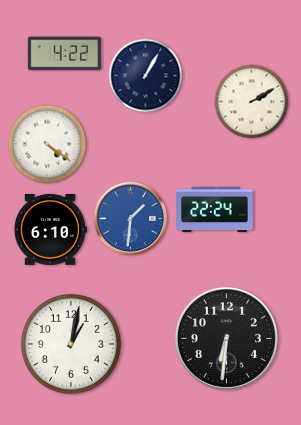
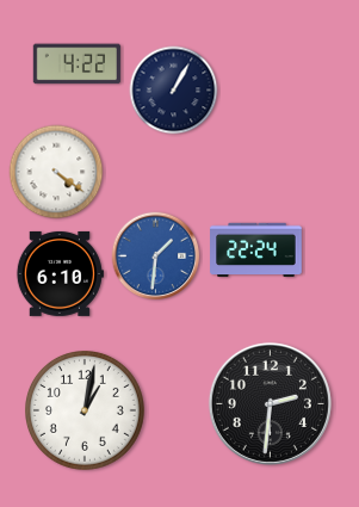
clock at (252, 102): 2:10 -> none
clock at (131, 219) position: (131, 219) -> (156, 256)
clock at (226, 338): 6:31 -> 2:31
